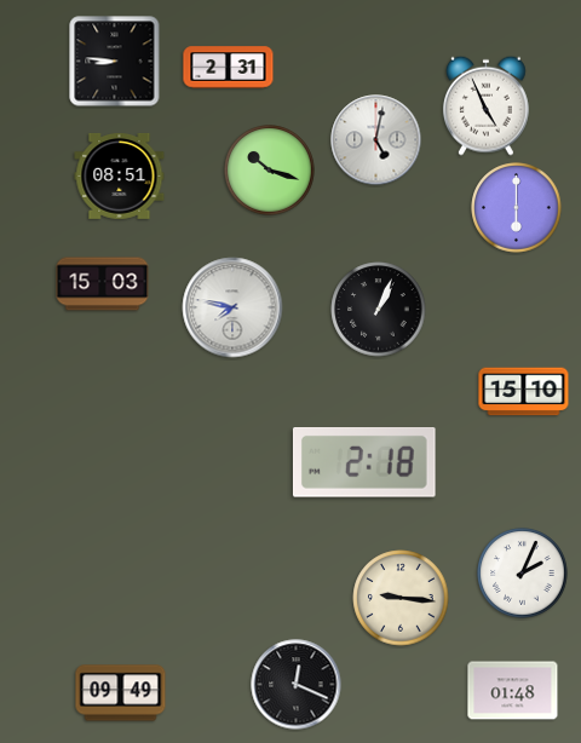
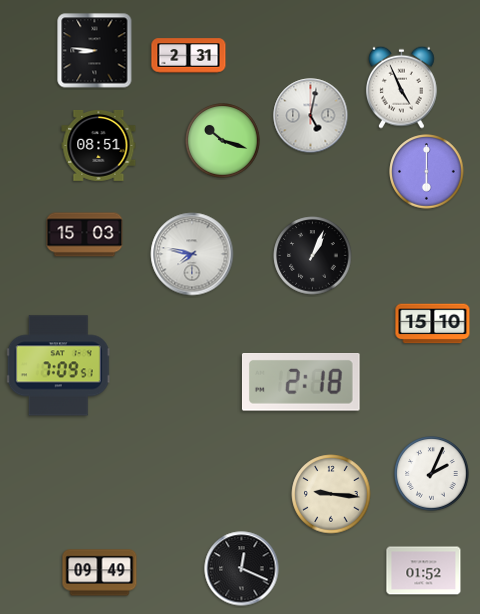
clock at (58, 366): none -> 7:09
clock at (297, 685) position: (297, 685) -> (242, 569)
clock at (513, 691): 01:48 -> 01:52
